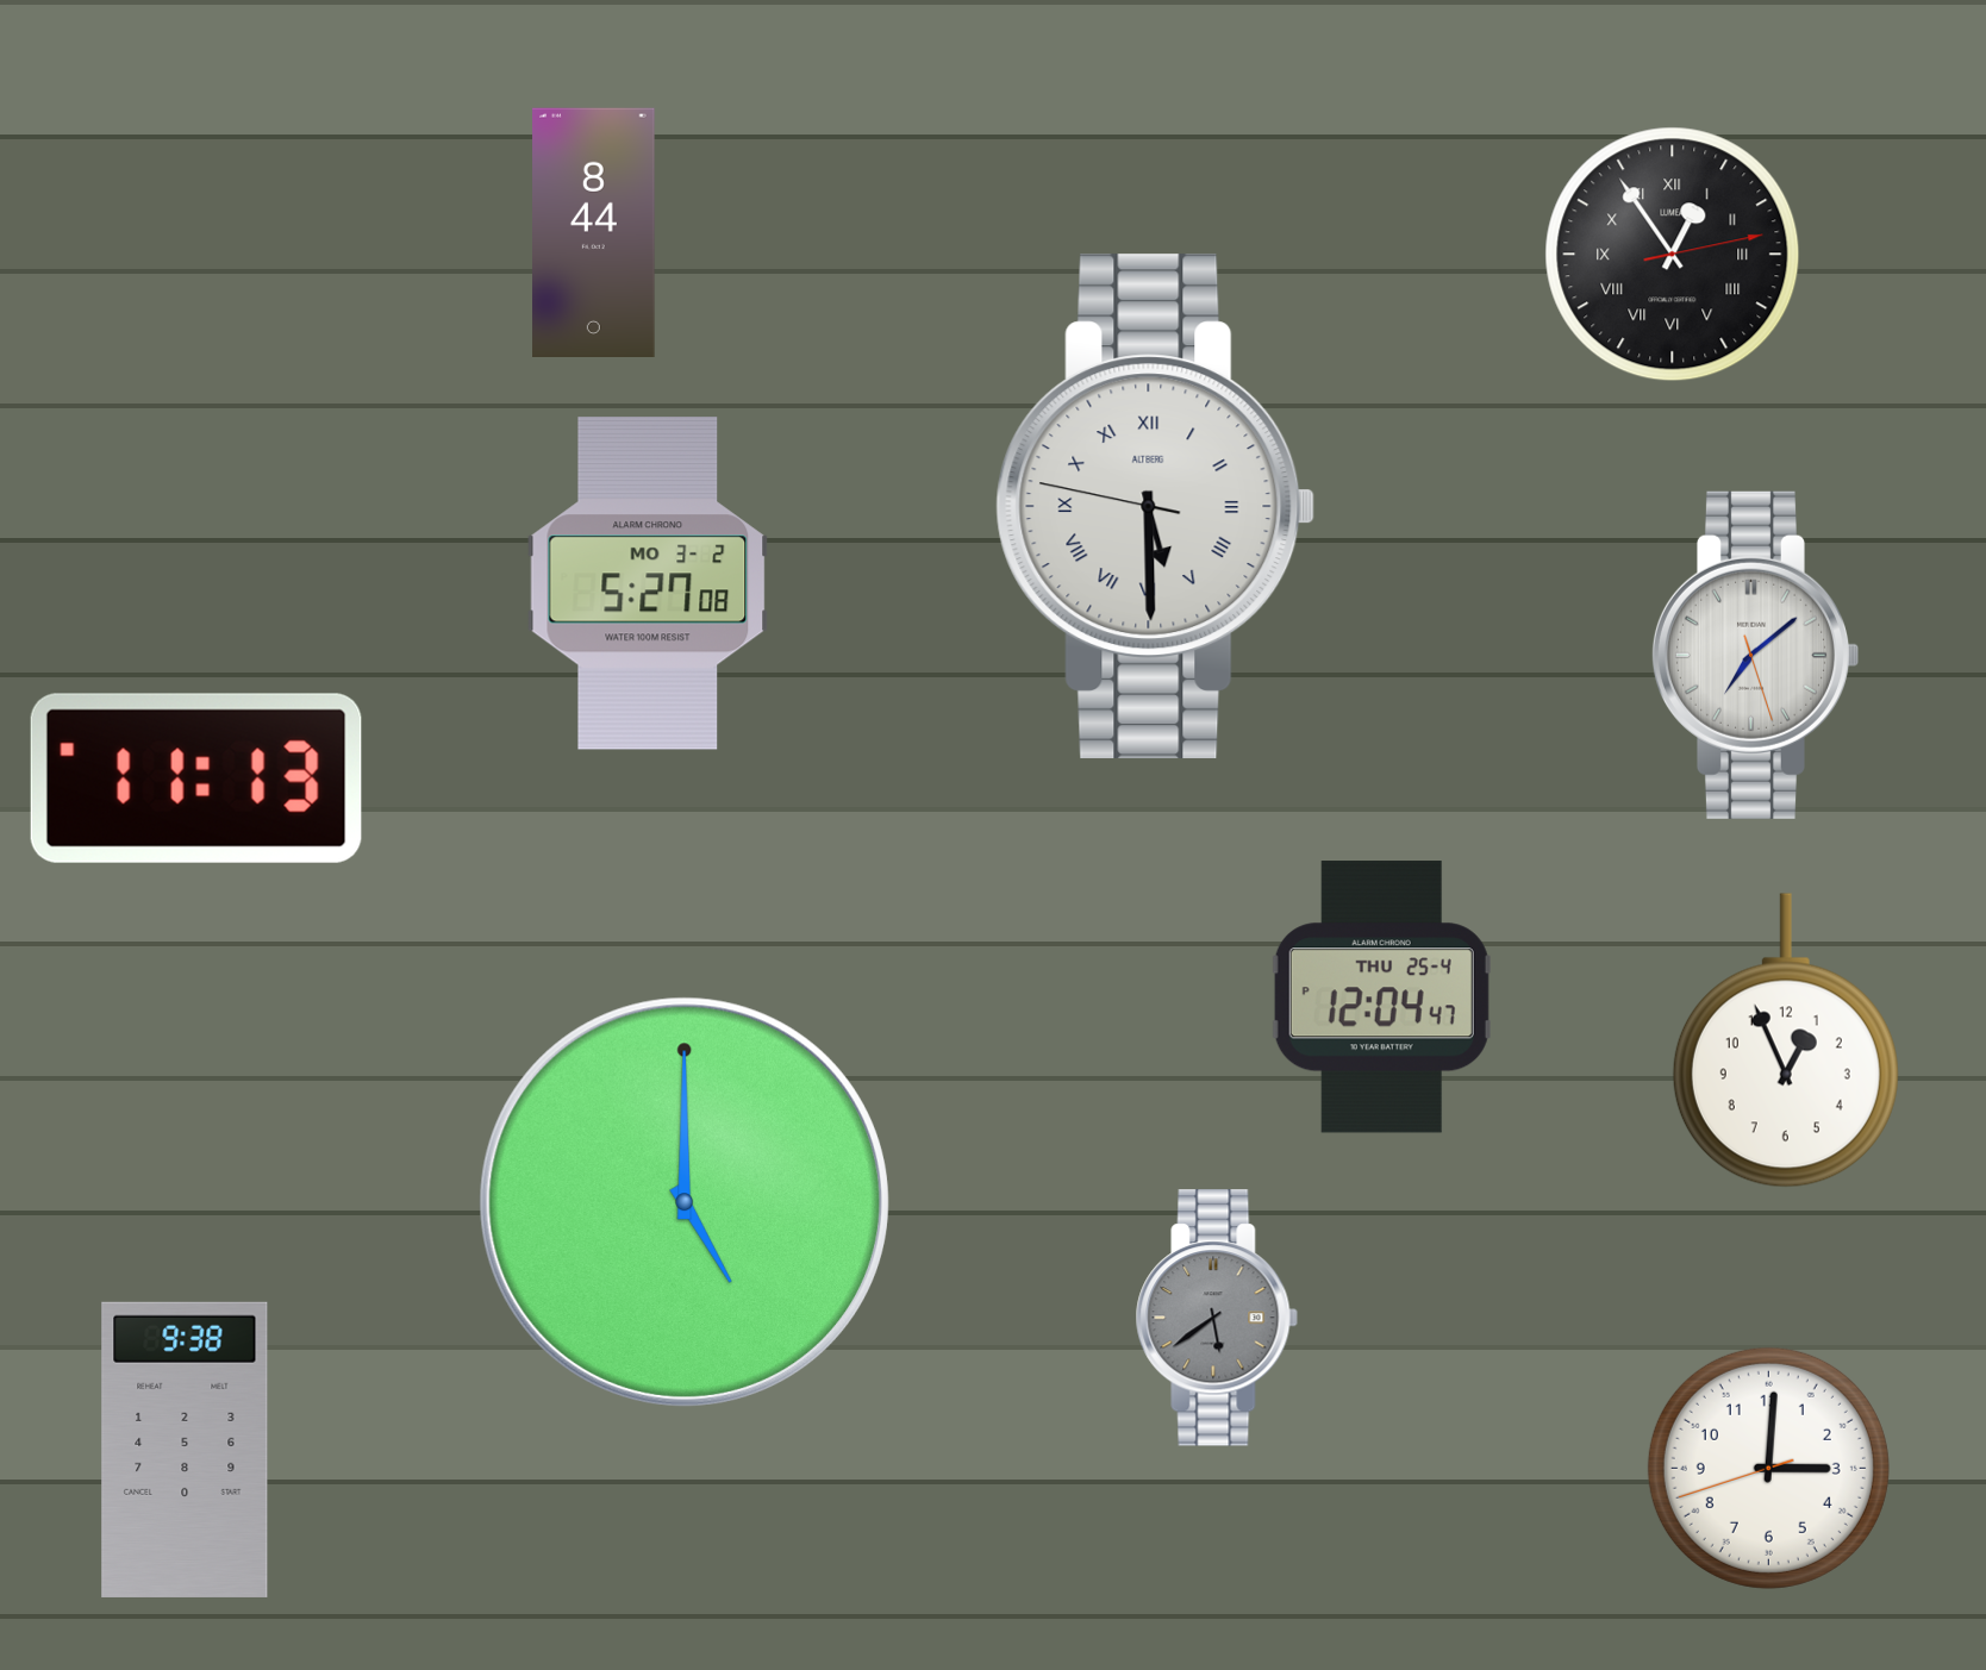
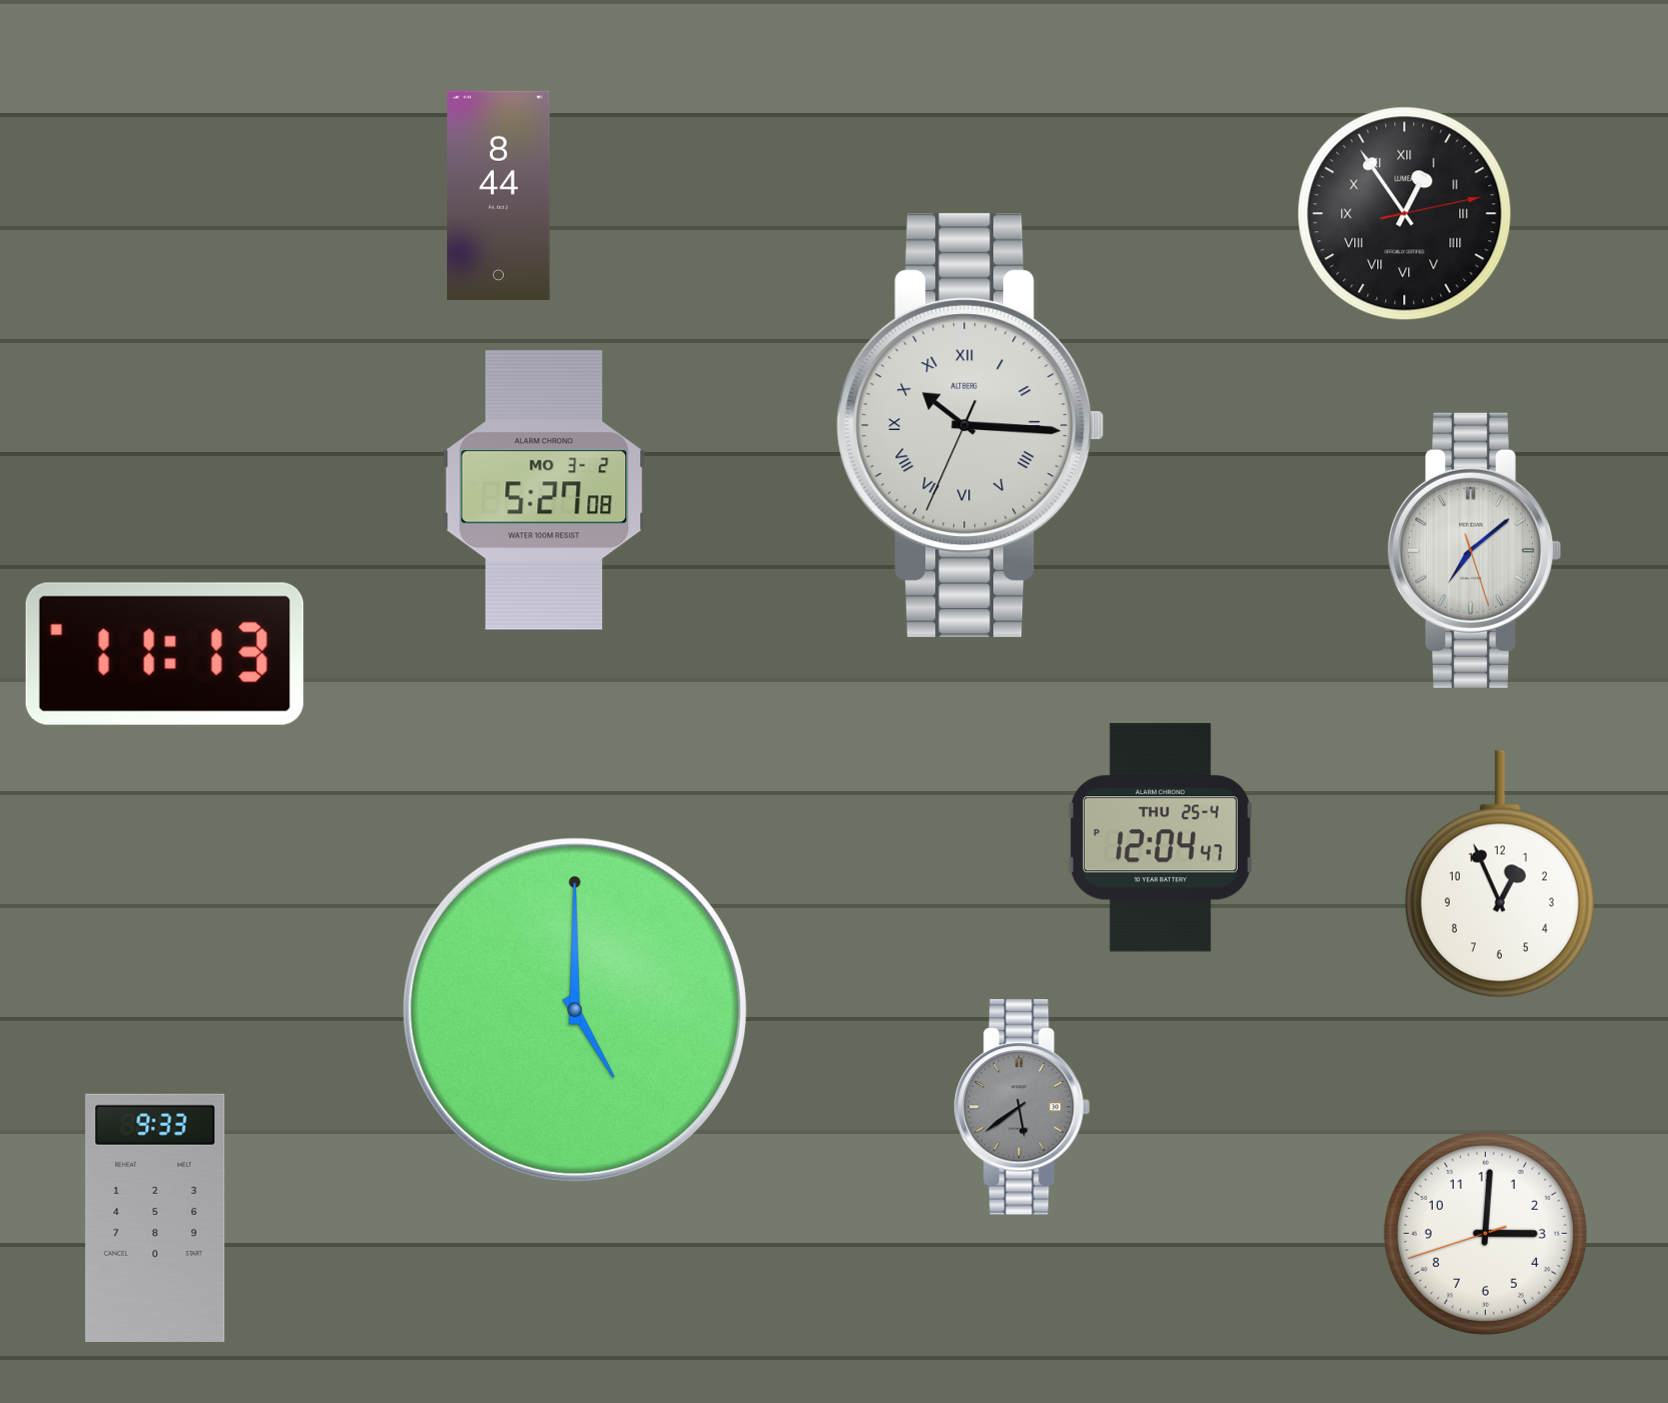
clock at (1156, 507): 5:29 -> 10:15
clock at (185, 1450): 9:38 -> 9:33
